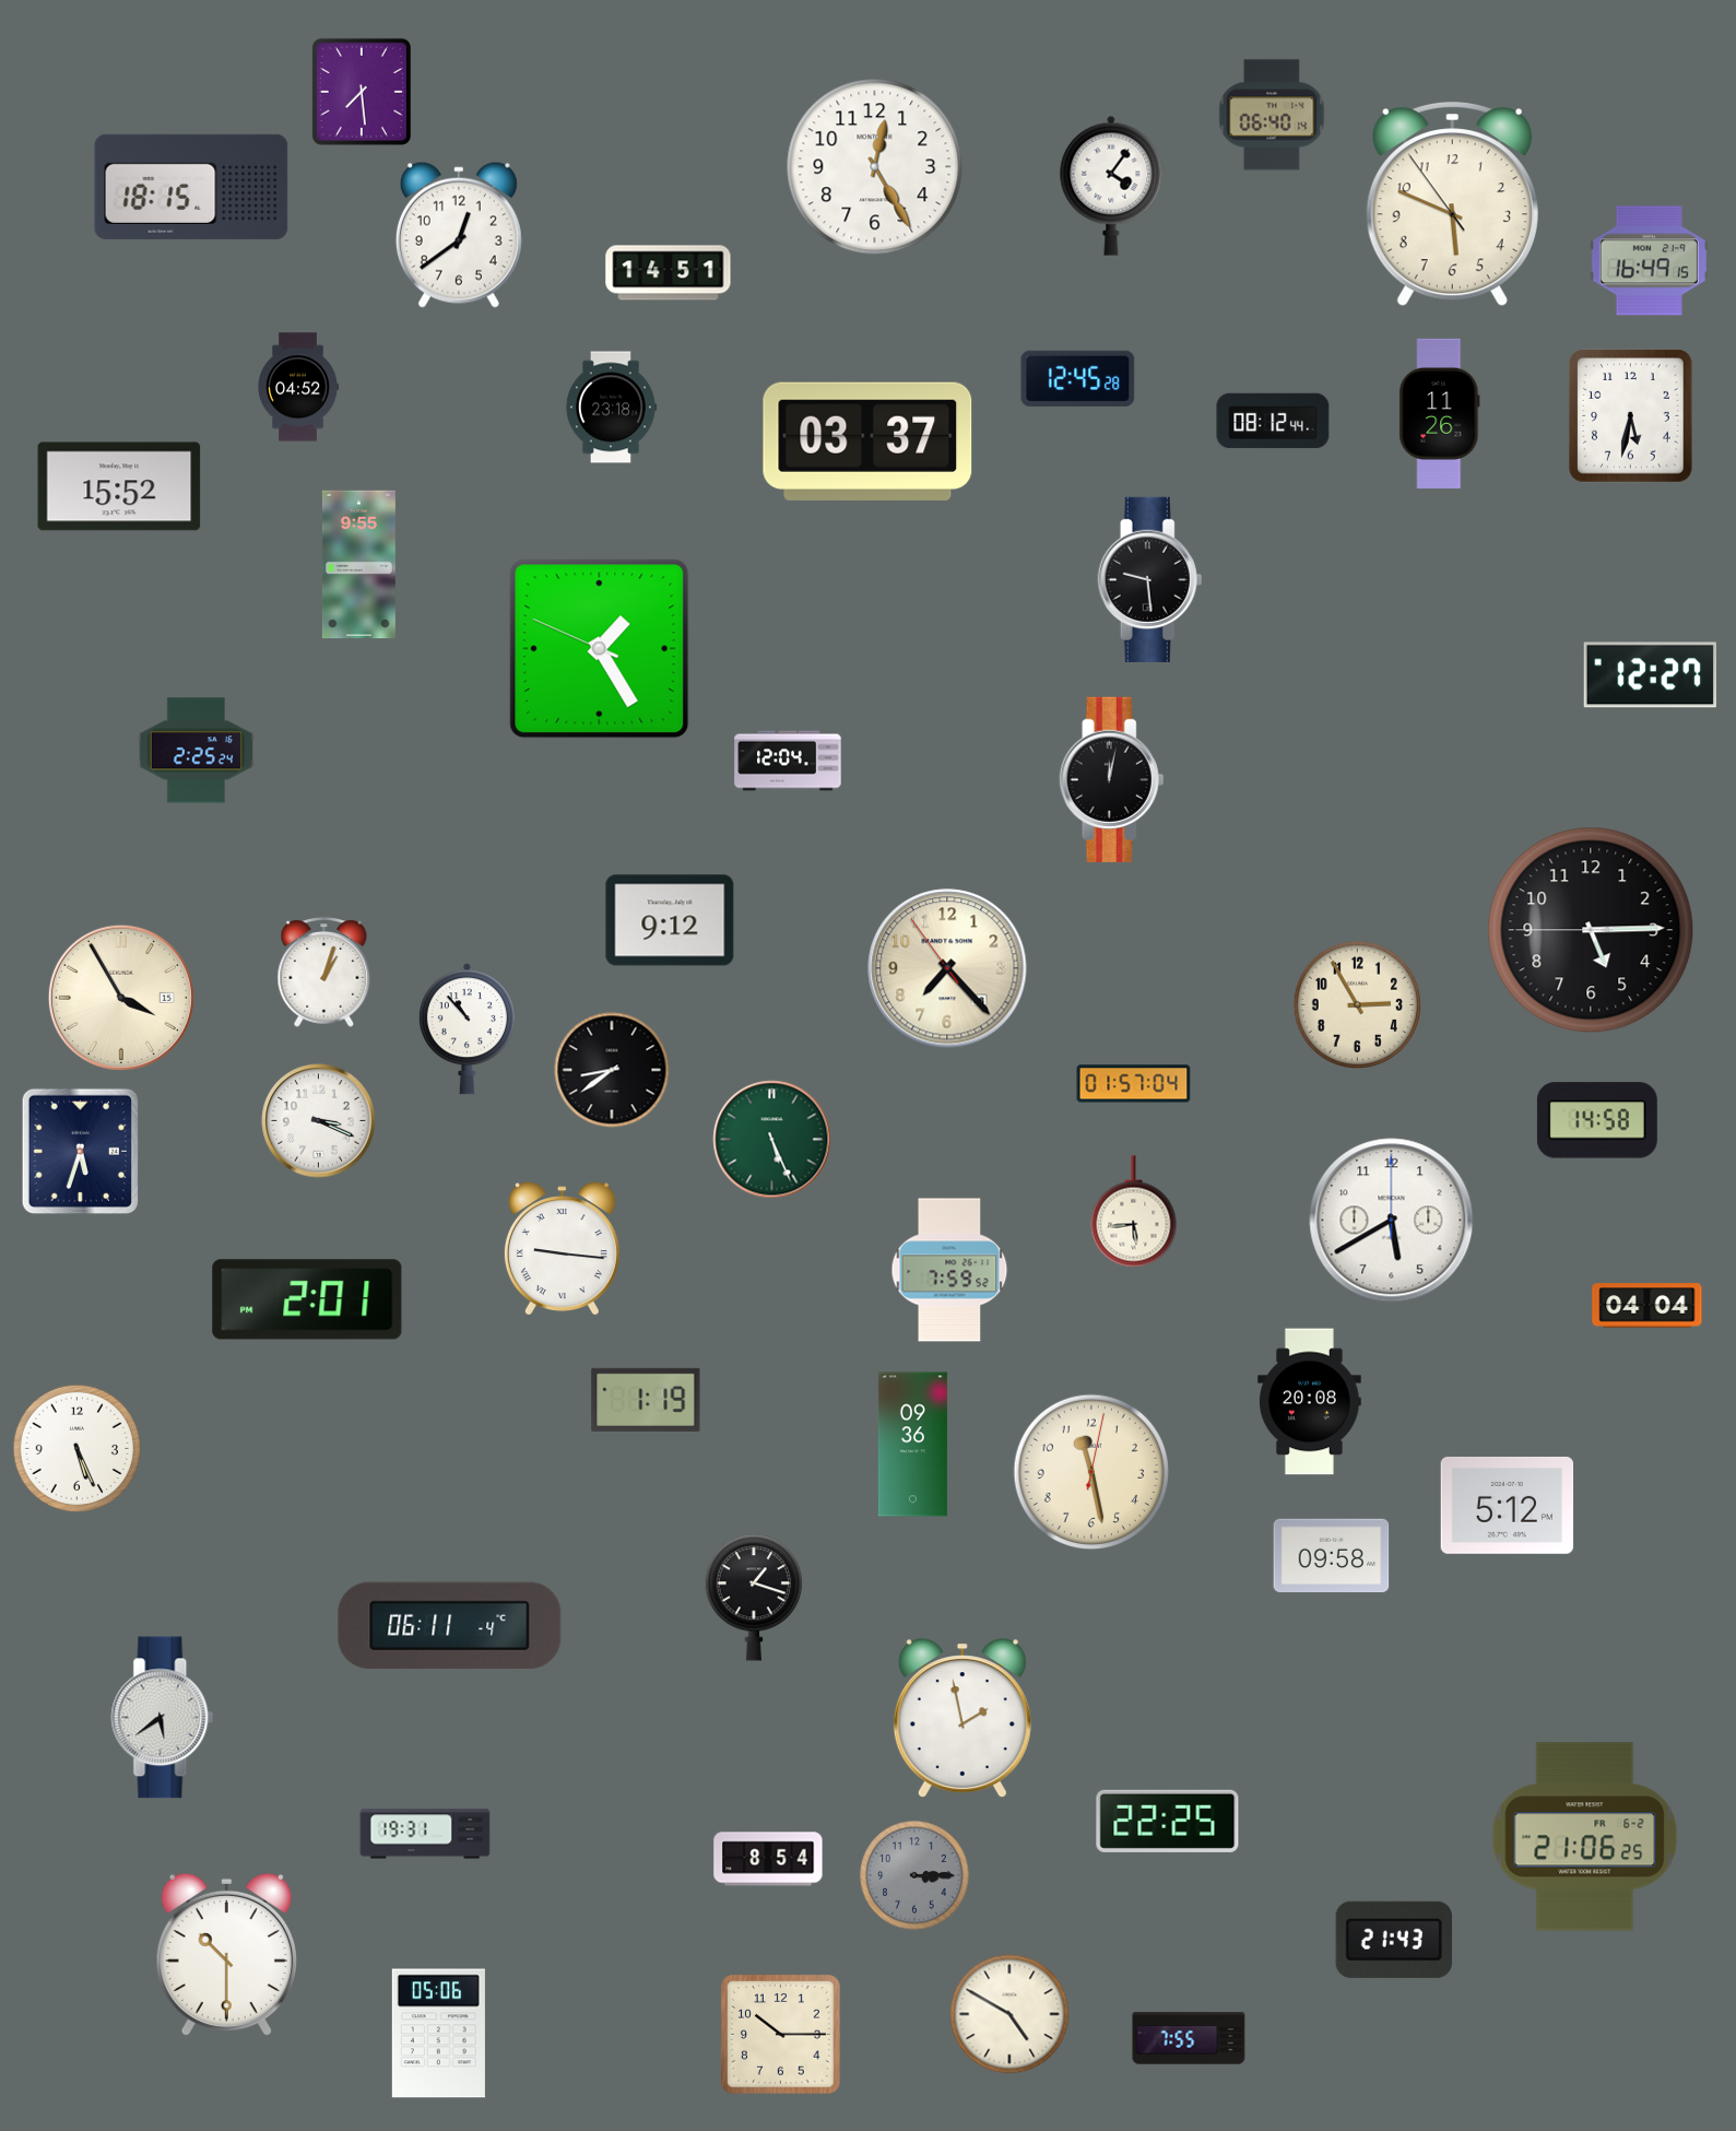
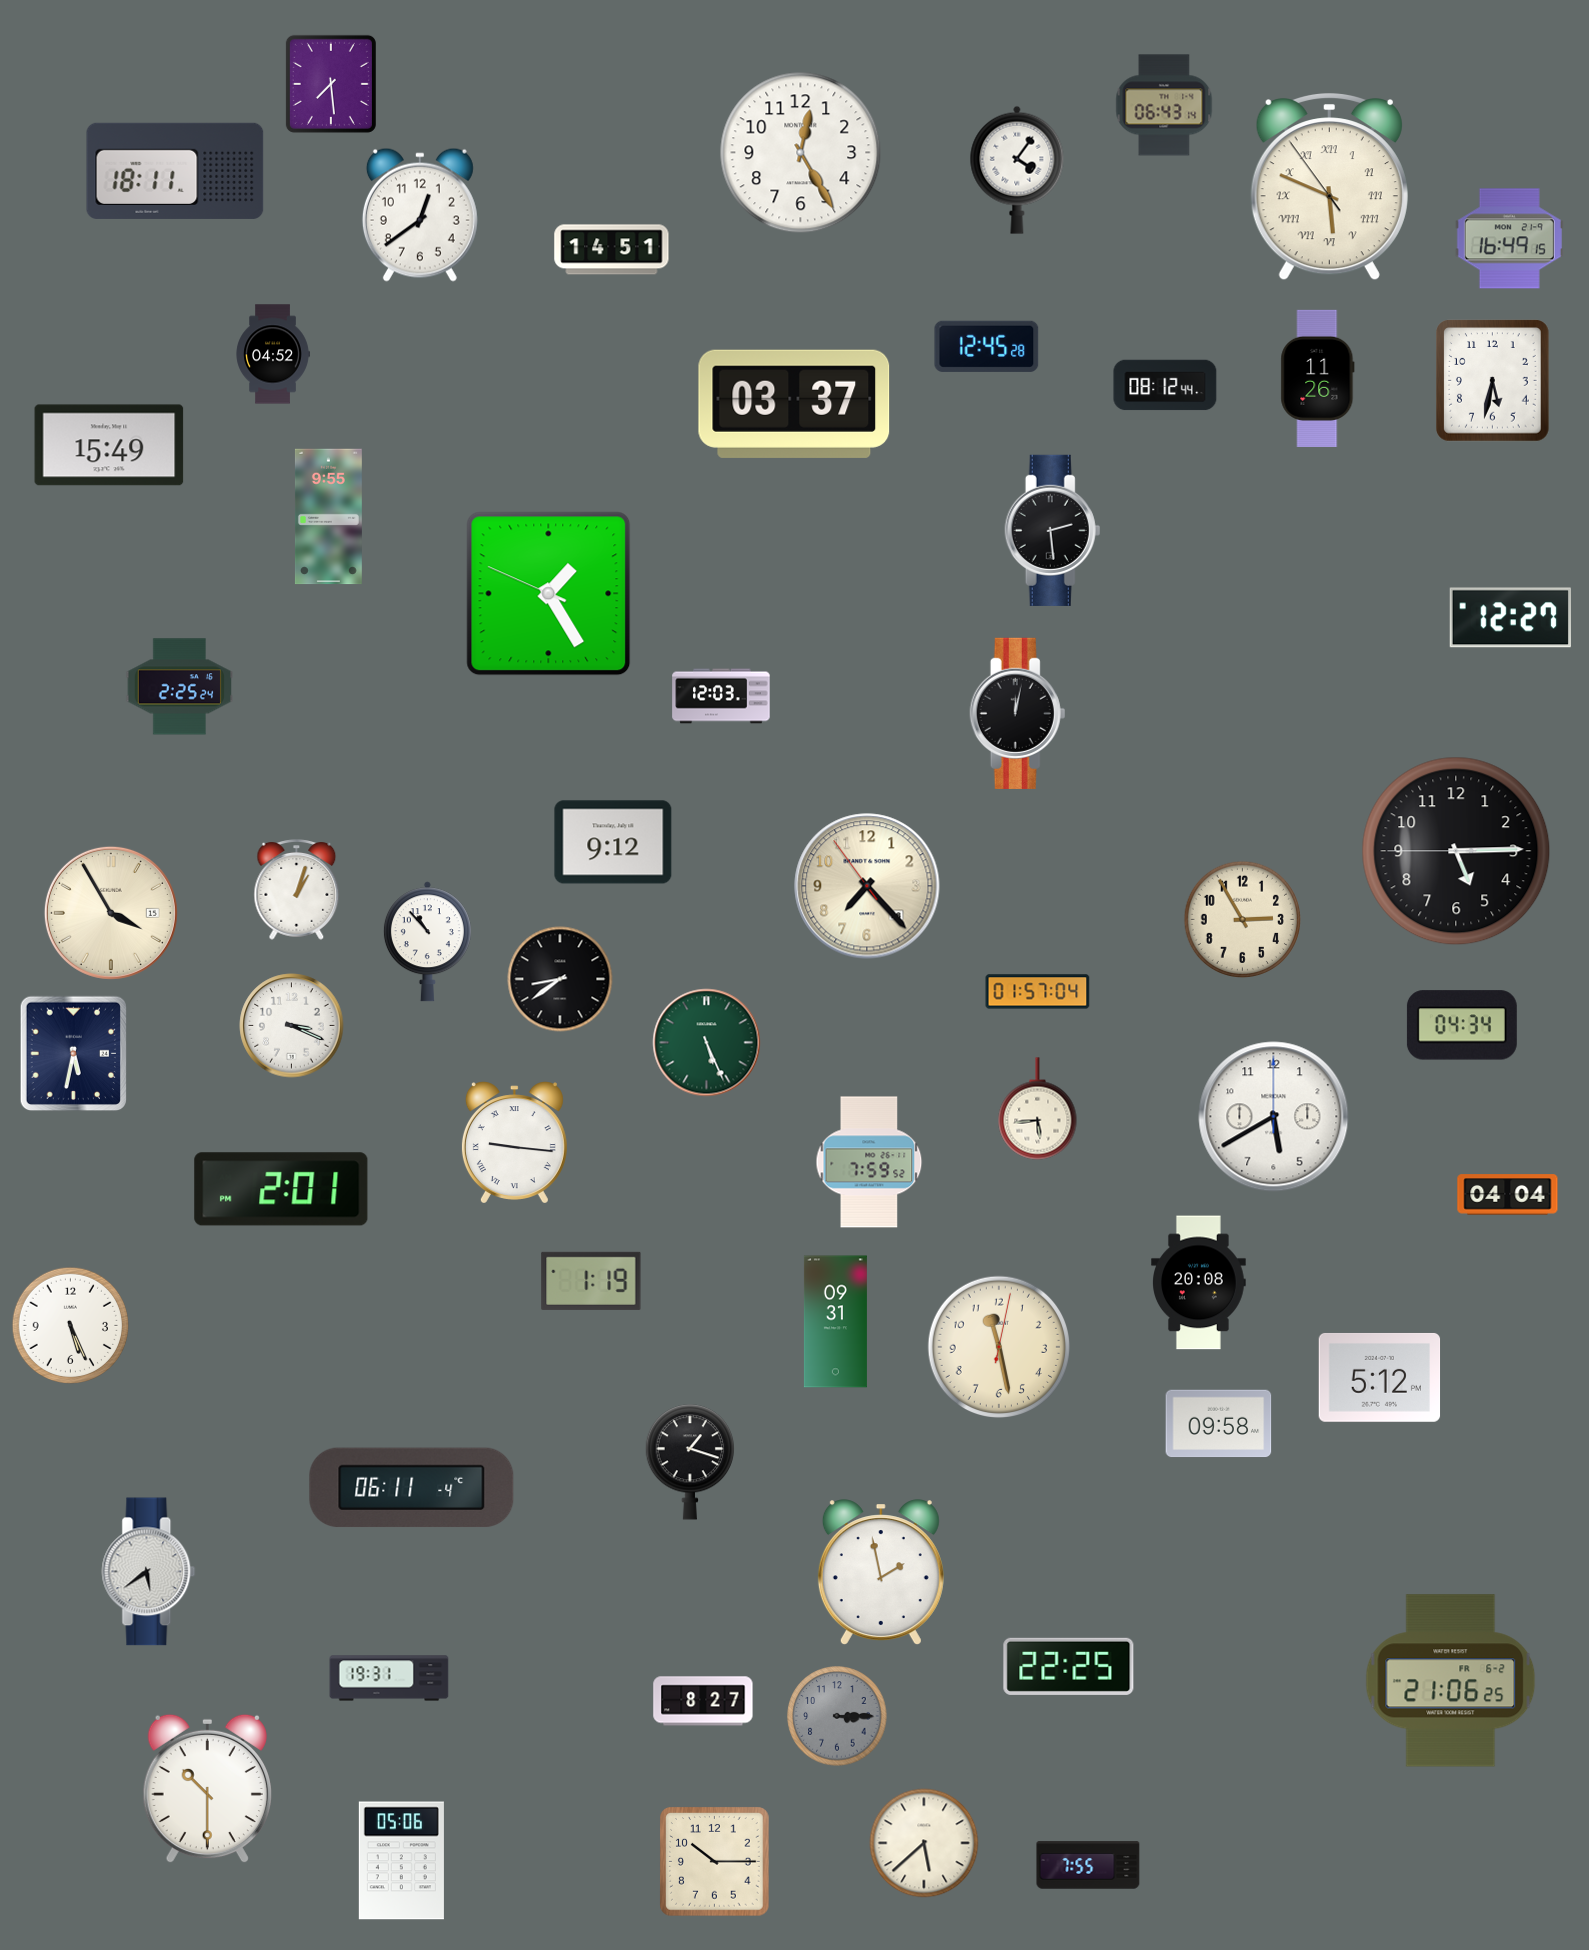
clock at (1272, 115): 06:40 -> 06:43
clock at (191, 187): 18:15 -> 18:11
clock at (1452, 205) numerals: Arabic -> Roman
clock at (611, 408): 23:18 -> none
clock at (119, 486): 15:52 -> 15:49
clock at (1150, 579): 9:29 -> 2:29
clock at (788, 761): 12:04 -> 12:03
clock at (1597, 1120): 14:58 -> 04:34
clock at (80, 1152): 5:33 -> 5:32
clock at (912, 1445): 09:36 -> 09:31
clock at (768, 1859): 8:54 -> 8:27
clock at (1393, 1940): 21:43 -> none
clock at (1009, 2014): 4:50 -> 5:38
